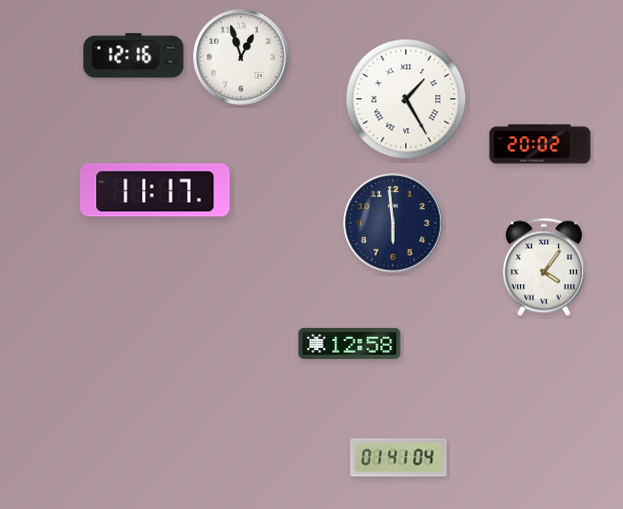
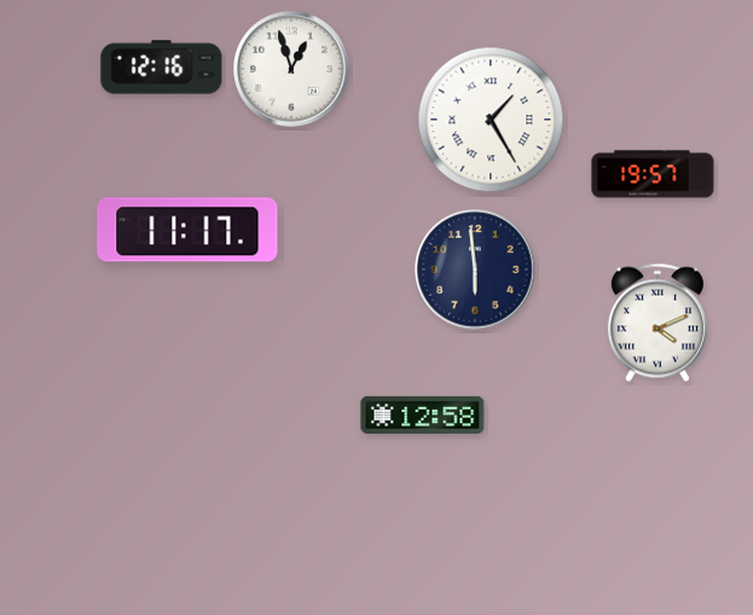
clock at (540, 144): 20:02 -> 19:57
clock at (544, 267): 4:06 -> 4:11
clock at (399, 458): 01:41 -> none
